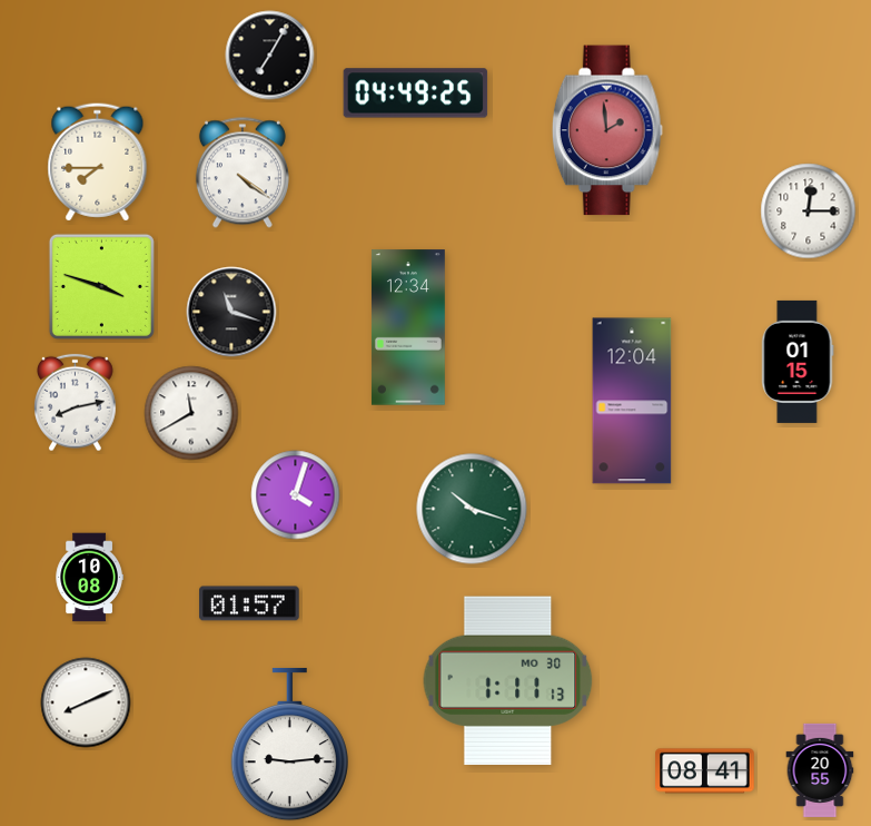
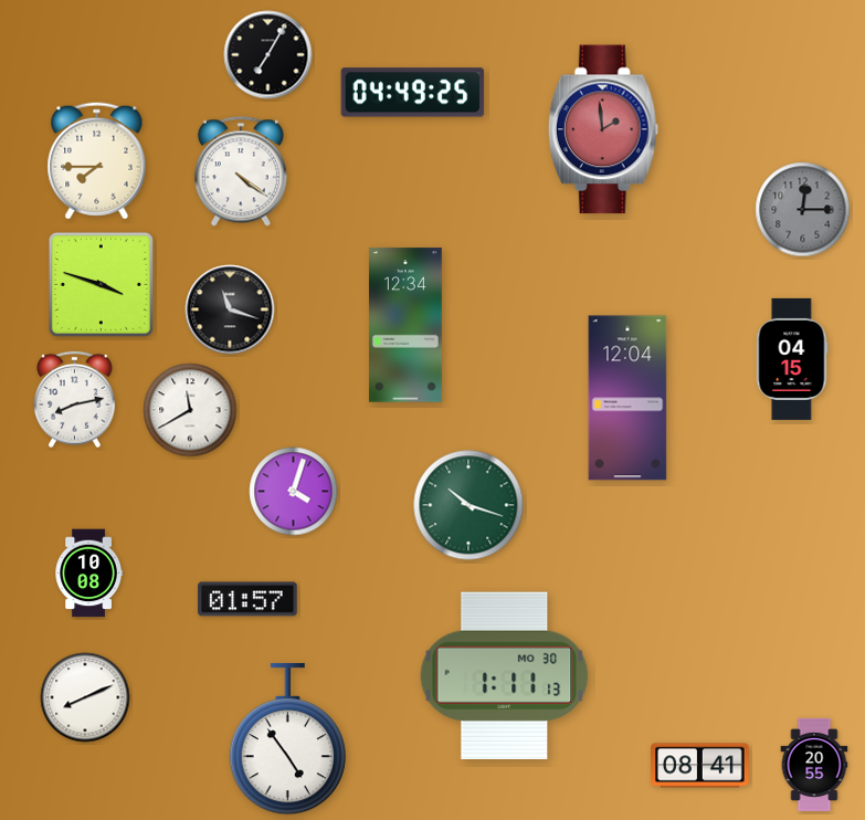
clock at (809, 212) dial: white -> grey
clock at (798, 362): 01:15 -> 04:15
clock at (289, 745): 9:14 -> 4:54
